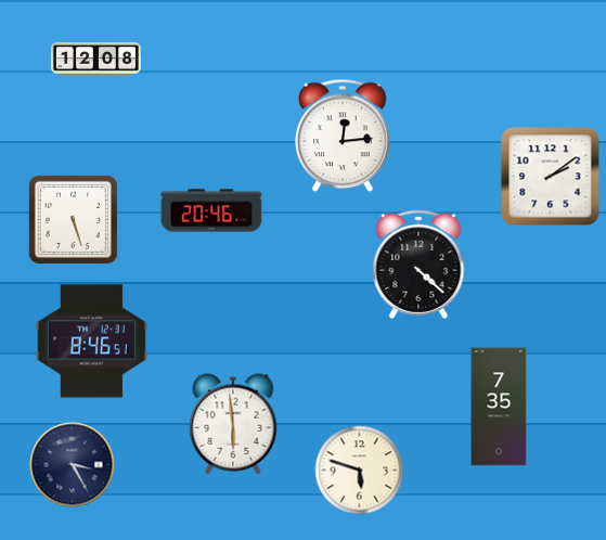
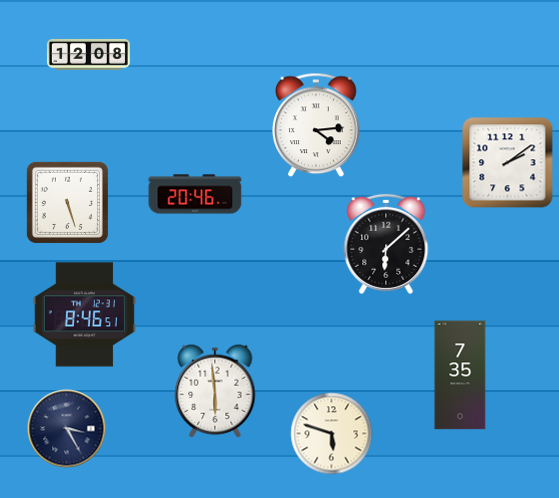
clock at (343, 136): 12:14 -> 4:14
clock at (418, 265): 4:22 -> 6:08
